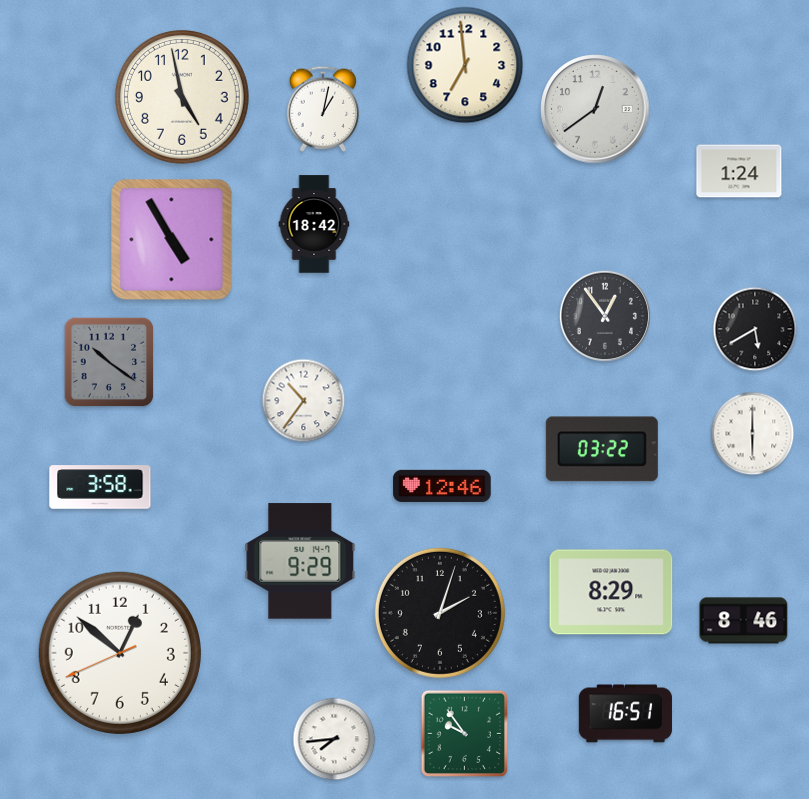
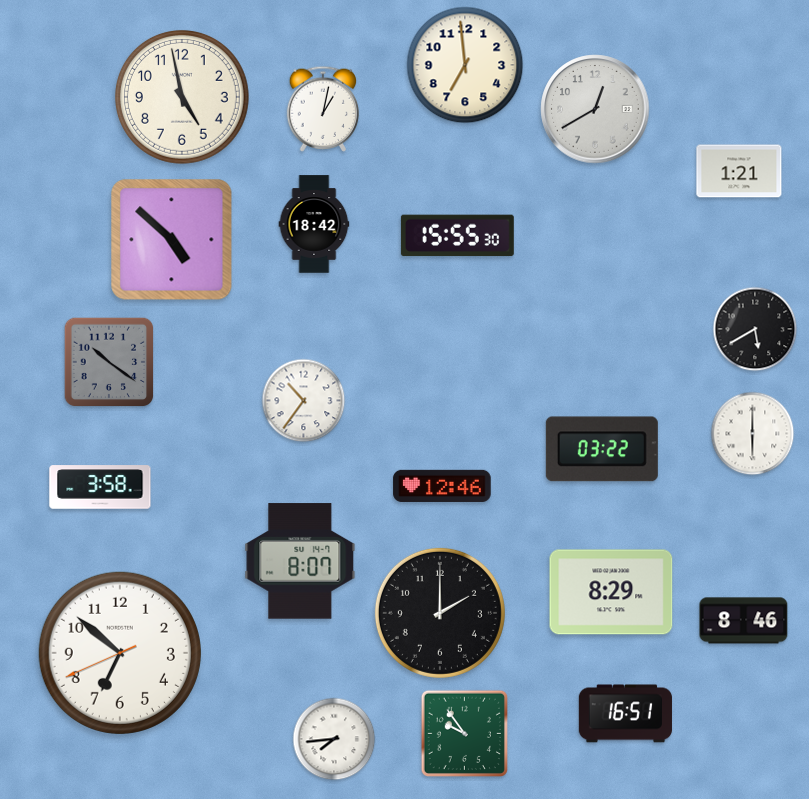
clock at (595, 109): 12:39 -> 12:40
clock at (739, 171): 1:24 -> 1:21
clock at (457, 236): none -> 15:55
clock at (172, 240): 4:55 -> 4:52
clock at (605, 316): 12:54 -> none
clock at (300, 561): 9:29 -> 8:07
clock at (440, 613): 2:03 -> 2:00
clock at (120, 653): 12:51 -> 6:51
